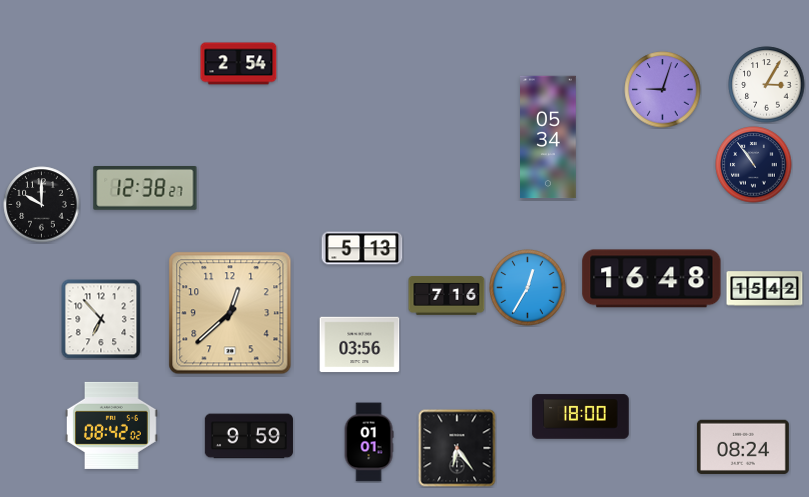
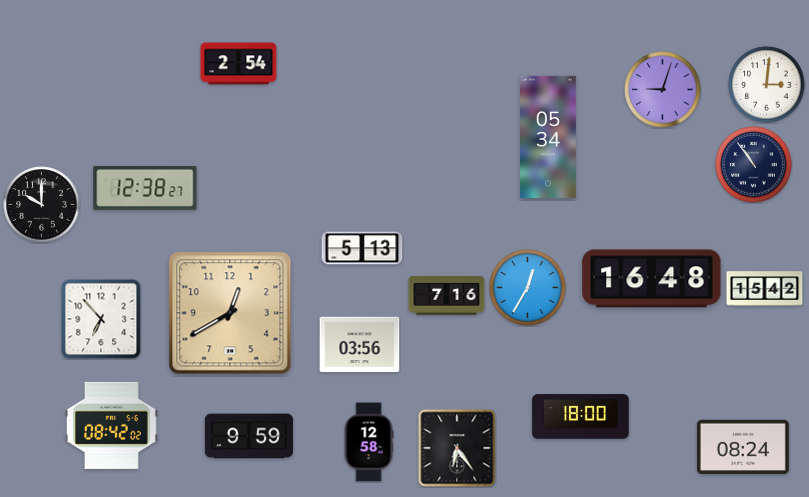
clock at (767, 85): 3:05 -> 3:01
clock at (230, 313): 12:38 -> 12:40
clock at (369, 442): 01:01 -> 12:58
